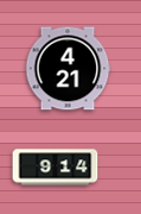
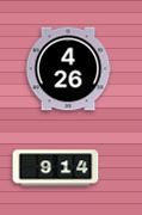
clock at (68, 69): 4:21 -> 4:26
